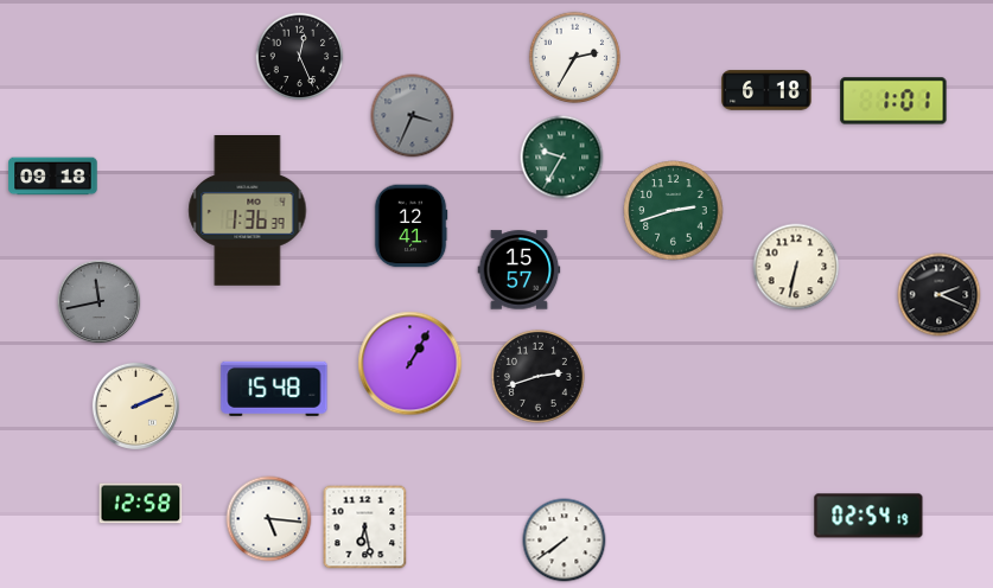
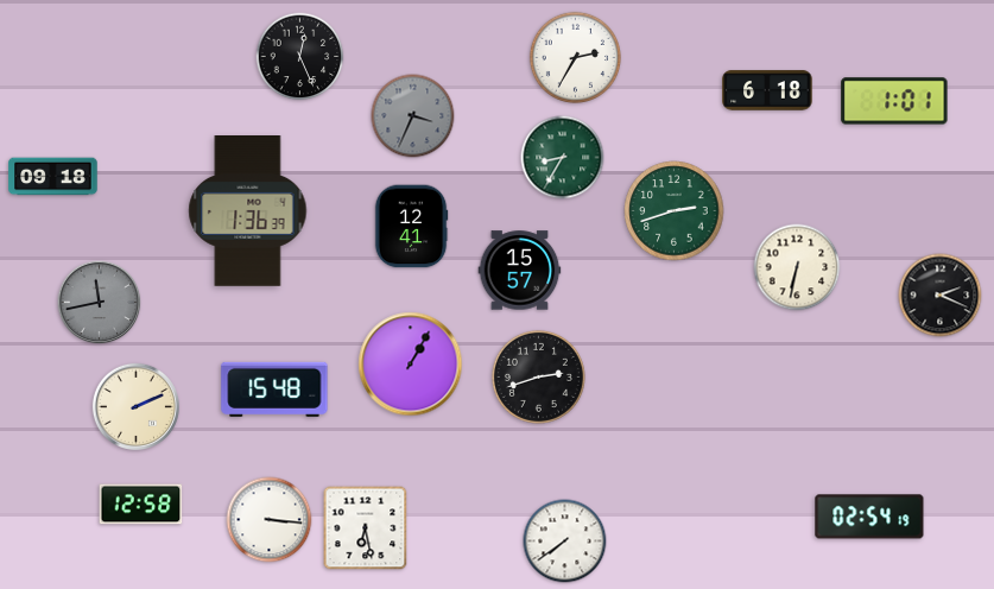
clock at (562, 158): 9:35 -> 8:35
clock at (269, 519): 5:16 -> 3:16
